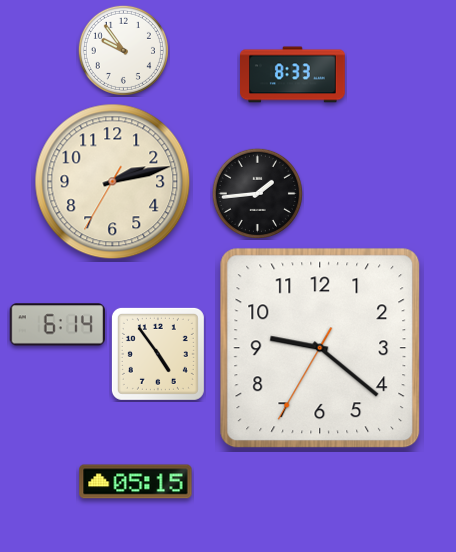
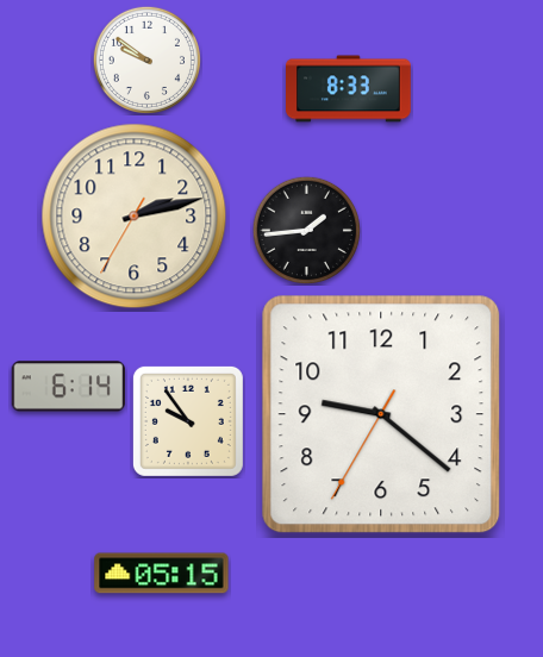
clock at (123, 50): 9:54 -> 9:51
clock at (158, 354): 4:54 -> 9:54
